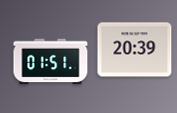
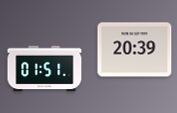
clock at (51, 62) position: (51, 62) -> (45, 69)
